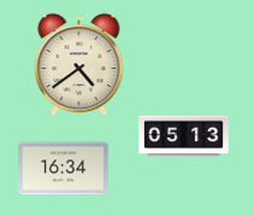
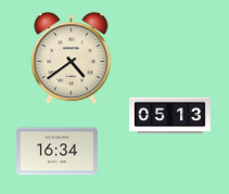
clock at (184, 136) position: (184, 136) -> (170, 116)
